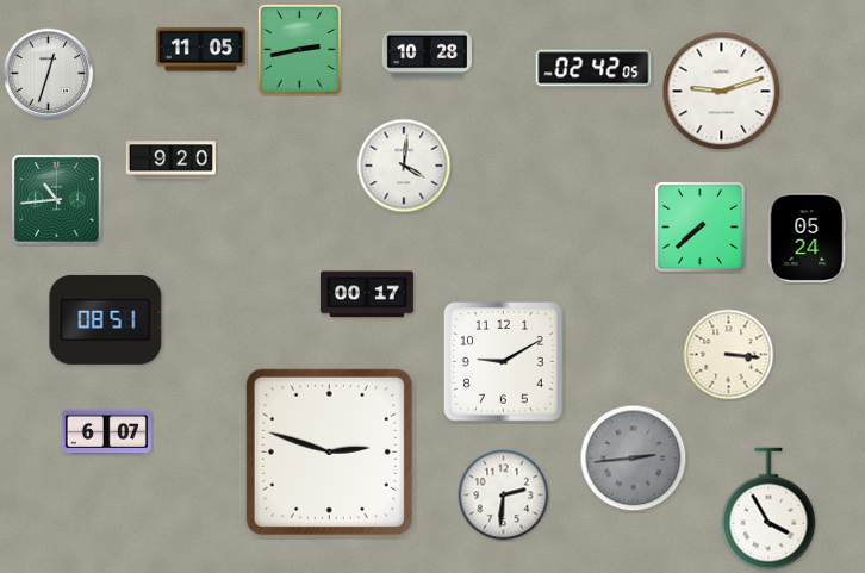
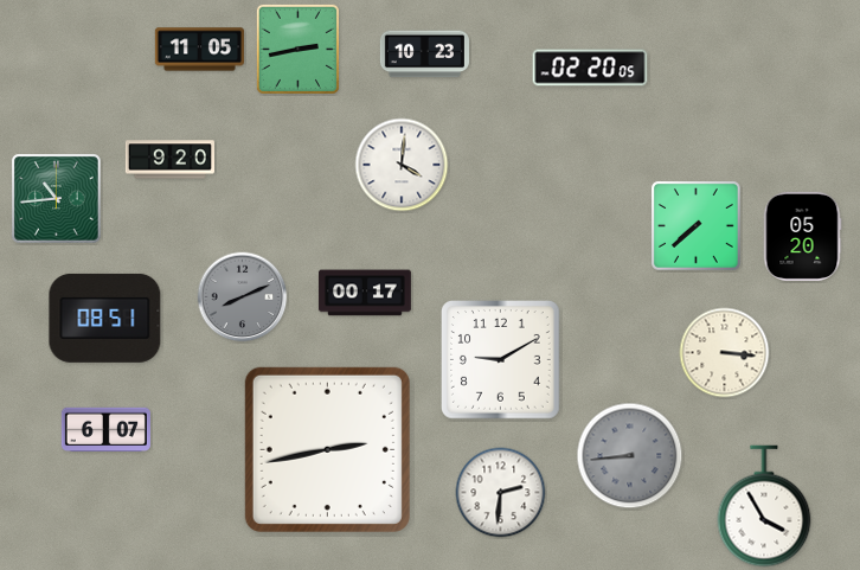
clock at (427, 55): 10:28 -> 10:23
clock at (593, 68): 02:42 -> 02:20
clock at (49, 74): 12:33 -> none
clock at (722, 92): 9:12 -> none
clock at (807, 237): 05:24 -> 05:20
clock at (243, 297): none -> 8:11
clock at (329, 451): 2:48 -> 2:43
clock at (634, 459): 2:44 -> 8:44
